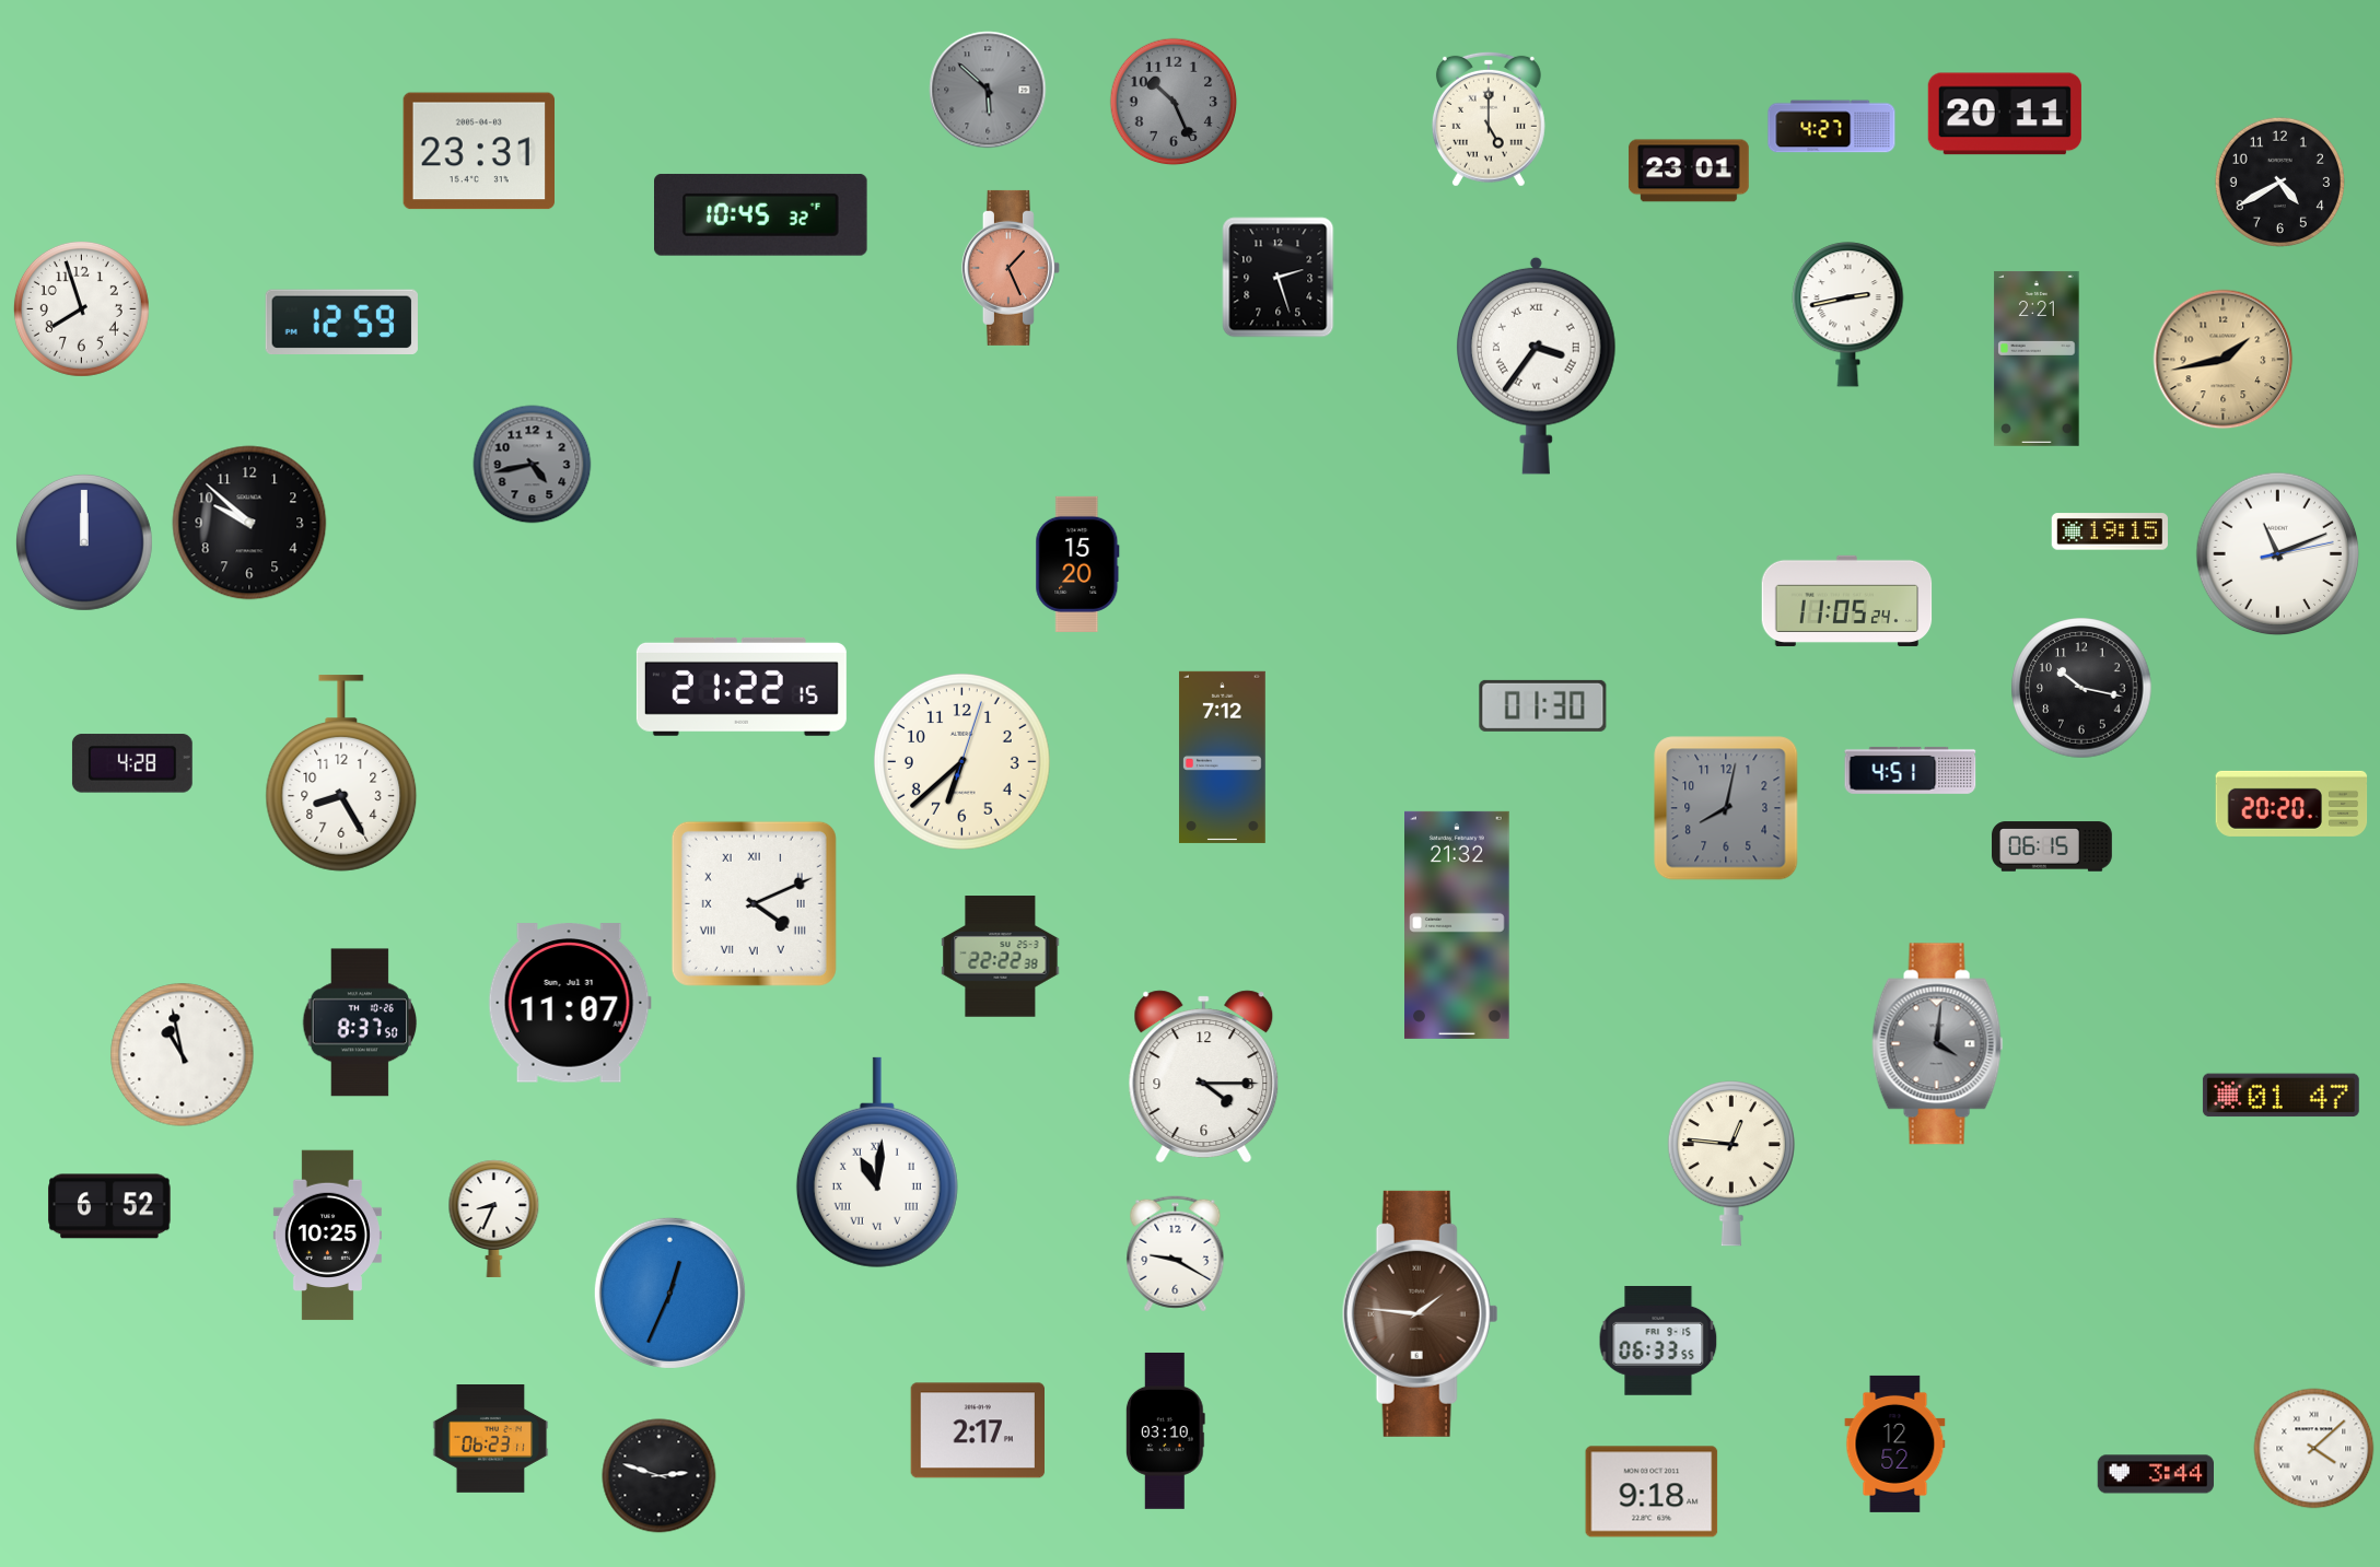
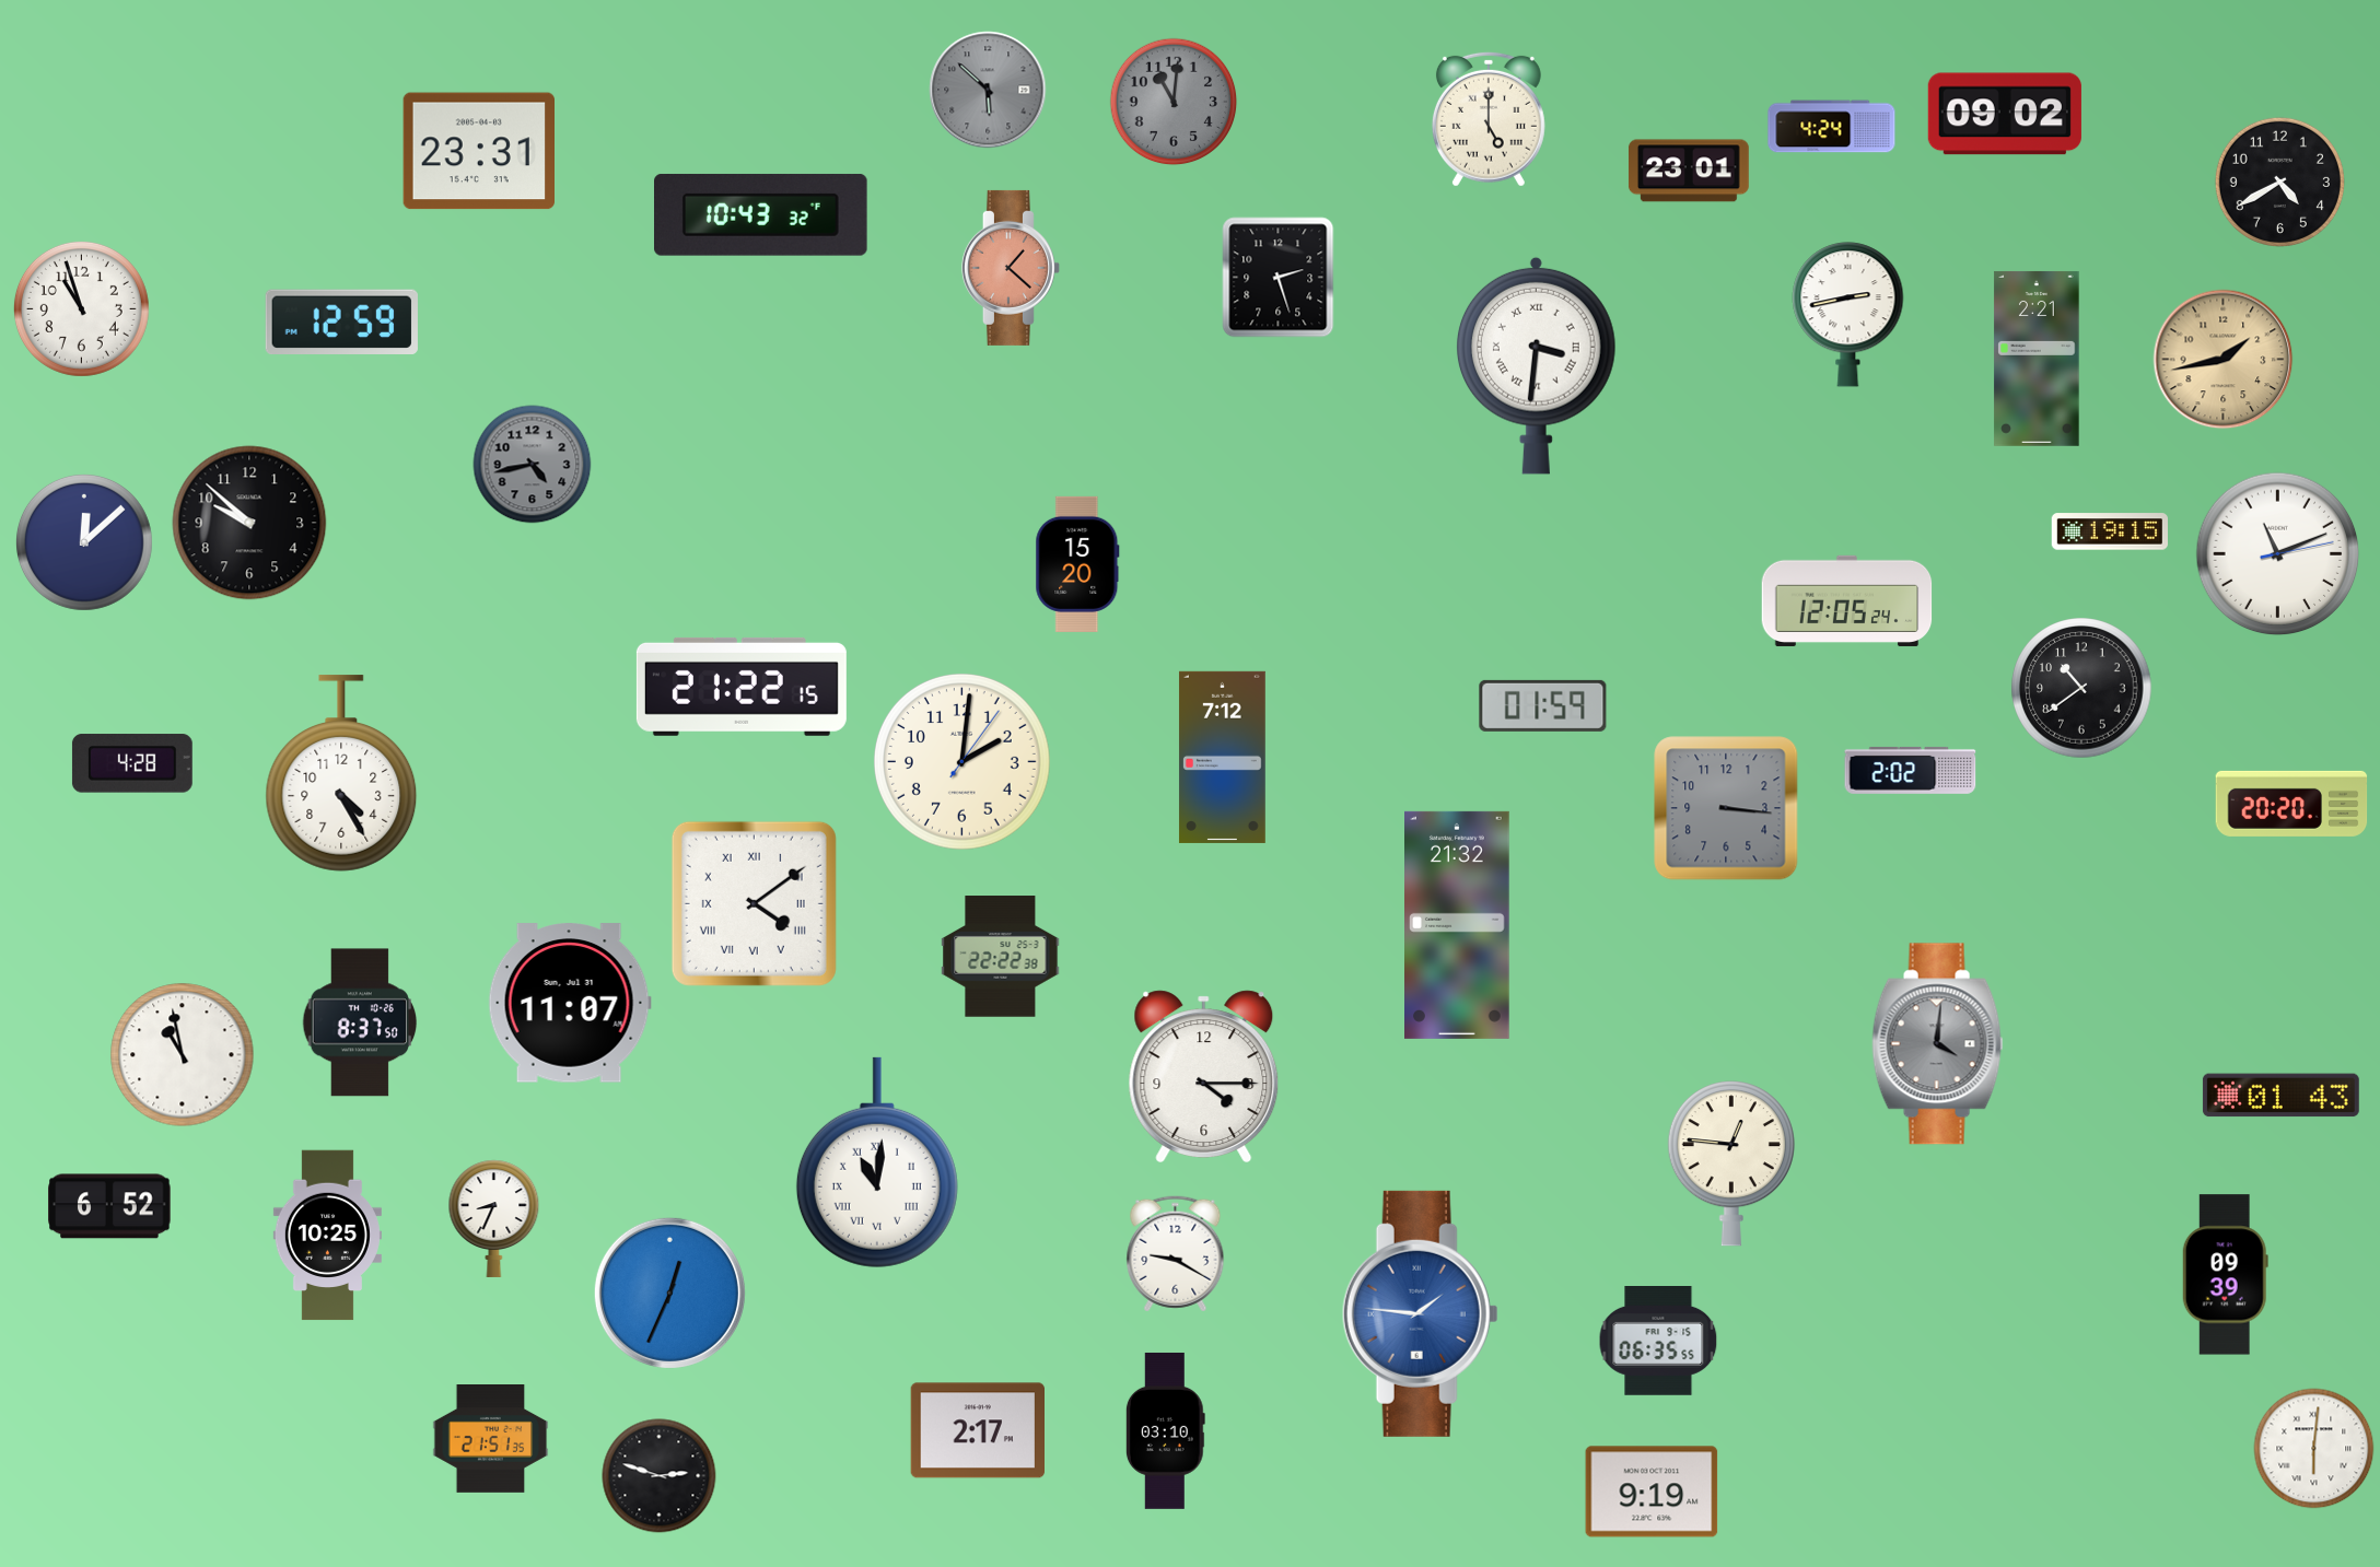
clock at (1174, 102): 10:26 -> 11:01
clock at (2005, 114): 20:11 -> 09:02
clock at (1832, 127): 4:27 -> 4:24
clock at (761, 214): 10:45 -> 10:43
clock at (1011, 268): 1:26 -> 1:22
clock at (81, 308): 7:57 -> 10:57
clock at (1536, 365): 3:36 -> 3:31
clock at (84, 542): 12:00 -> 12:08
clock at (1847, 600): 11:05 -> 12:05
clock at (2081, 688): 10:17 -> 10:39
clock at (1543, 705): 01:30 -> 01:59
clock at (962, 762): 6:38 -> 2:01
clock at (1911, 770): 4:51 -> 2:02
clock at (341, 773): 8:25 -> 4:25
clock at (1726, 808): 8:02 -> 3:16
clock at (2053, 846): 06:15 -> none
clock at (754, 903): 4:11 -> 4:09
clock at (2280, 1096): 01:47 -> 01:43
clock at (2225, 1275): none -> 09:39
clock at (1420, 1313) dial: brown -> blue
clock at (1658, 1342): 06:33 -> 06:35
clock at (491, 1439): 06:23 -> 21:51
clock at (1895, 1443): 12:52 -> none
clock at (2314, 1449): 4:08 -> 6:01
clock at (2155, 1474): 3:44 -> none
clock at (1652, 1492): 9:18 -> 9:19
